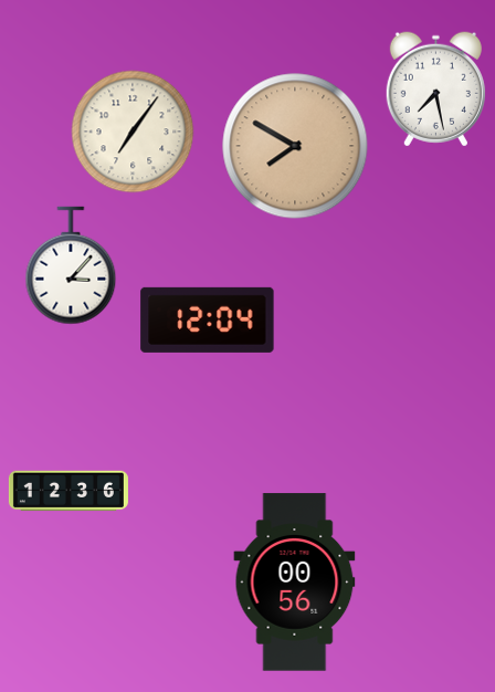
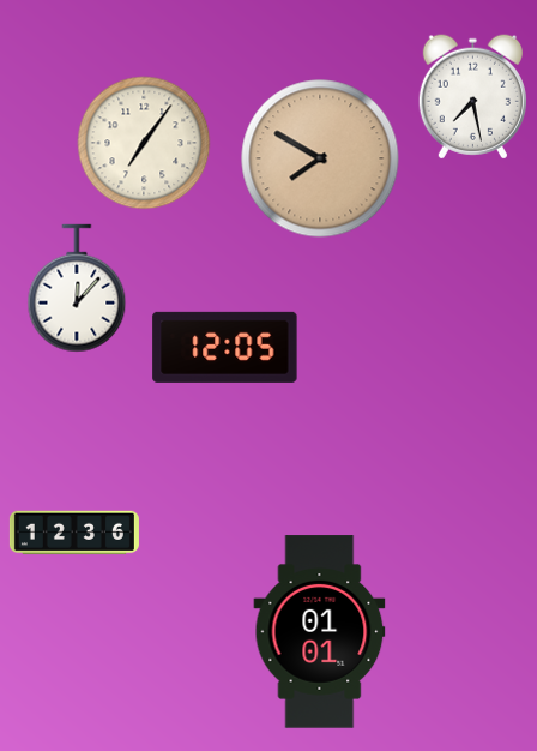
clock at (71, 265): 3:07 -> 12:07
clock at (208, 319): 12:04 -> 12:05
clock at (295, 583): 00:56 -> 01:01
